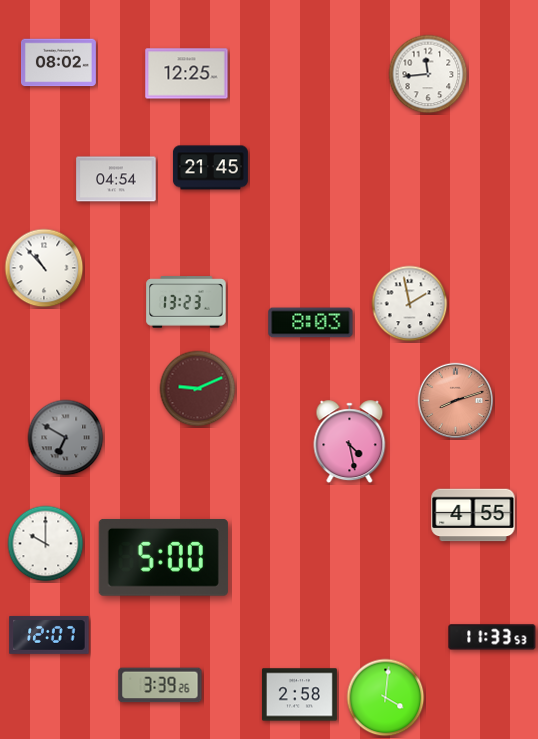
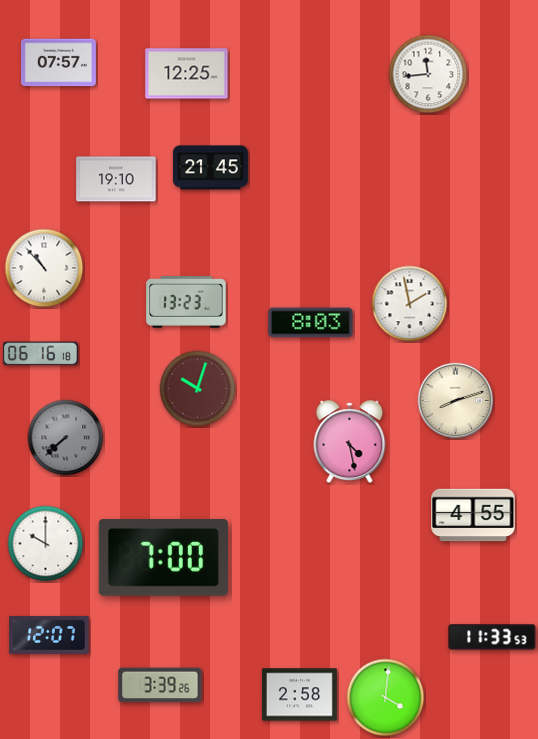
clock at (58, 63): 08:02 -> 07:57
clock at (116, 179): 04:54 -> 19:10
clock at (40, 354): none -> 06:16
clock at (198, 389): 9:11 -> 10:03
clock at (456, 401) dial: salmon -> cream
clock at (66, 438): 6:50 -> 7:38
clock at (163, 557): 5:00 -> 7:00
